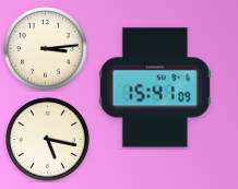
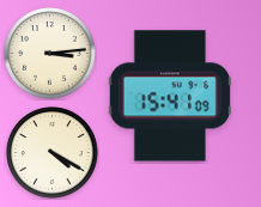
clock at (48, 140): 5:17 -> 4:20
